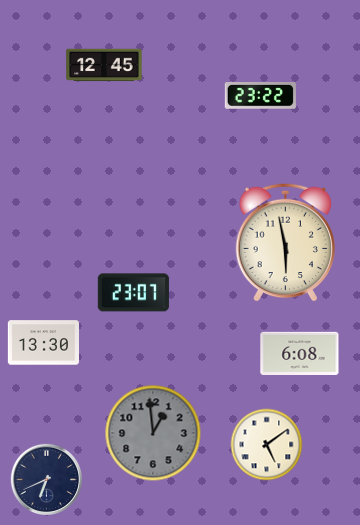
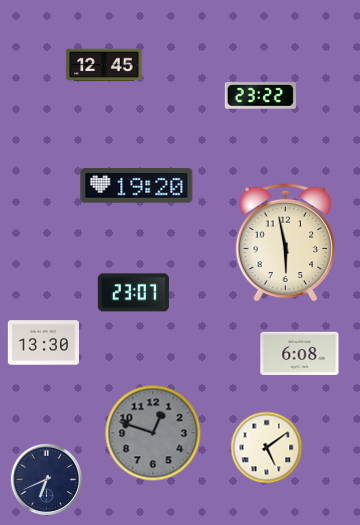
clock at (137, 186): none -> 19:20
clock at (153, 433): 12:59 -> 12:48
clock at (267, 445) position: (267, 445) -> (267, 448)
